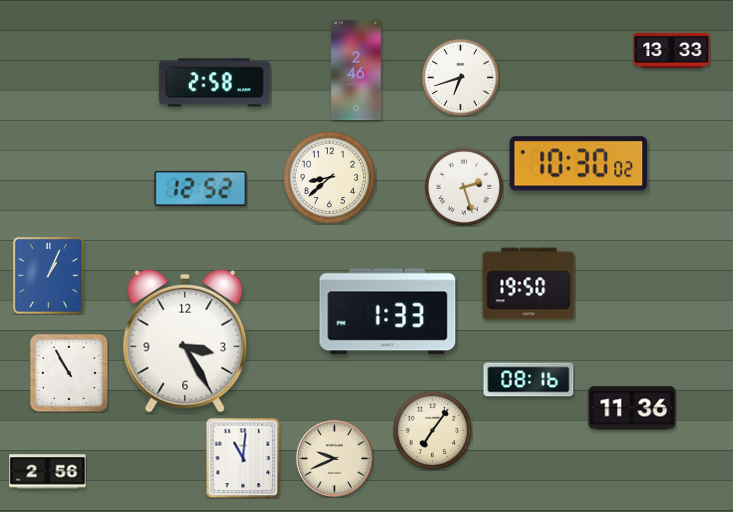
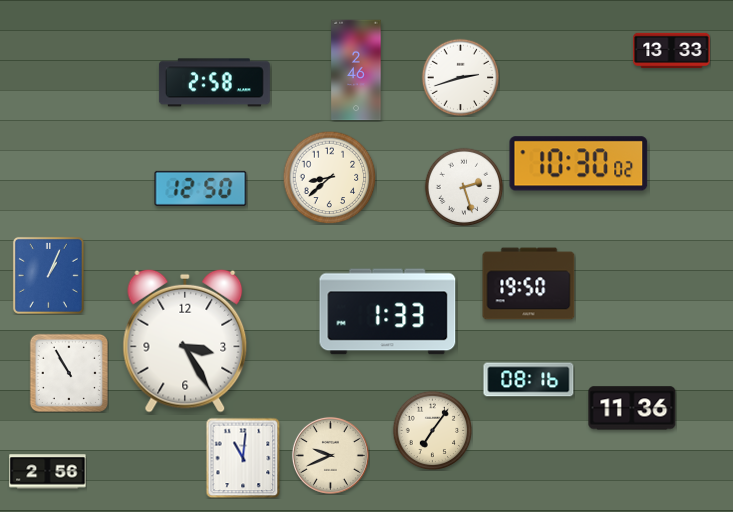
clock at (460, 77): 6:42 -> 2:42
clock at (201, 188): 12:52 -> 12:50
clock at (334, 458) position: (334, 458) -> (330, 455)
